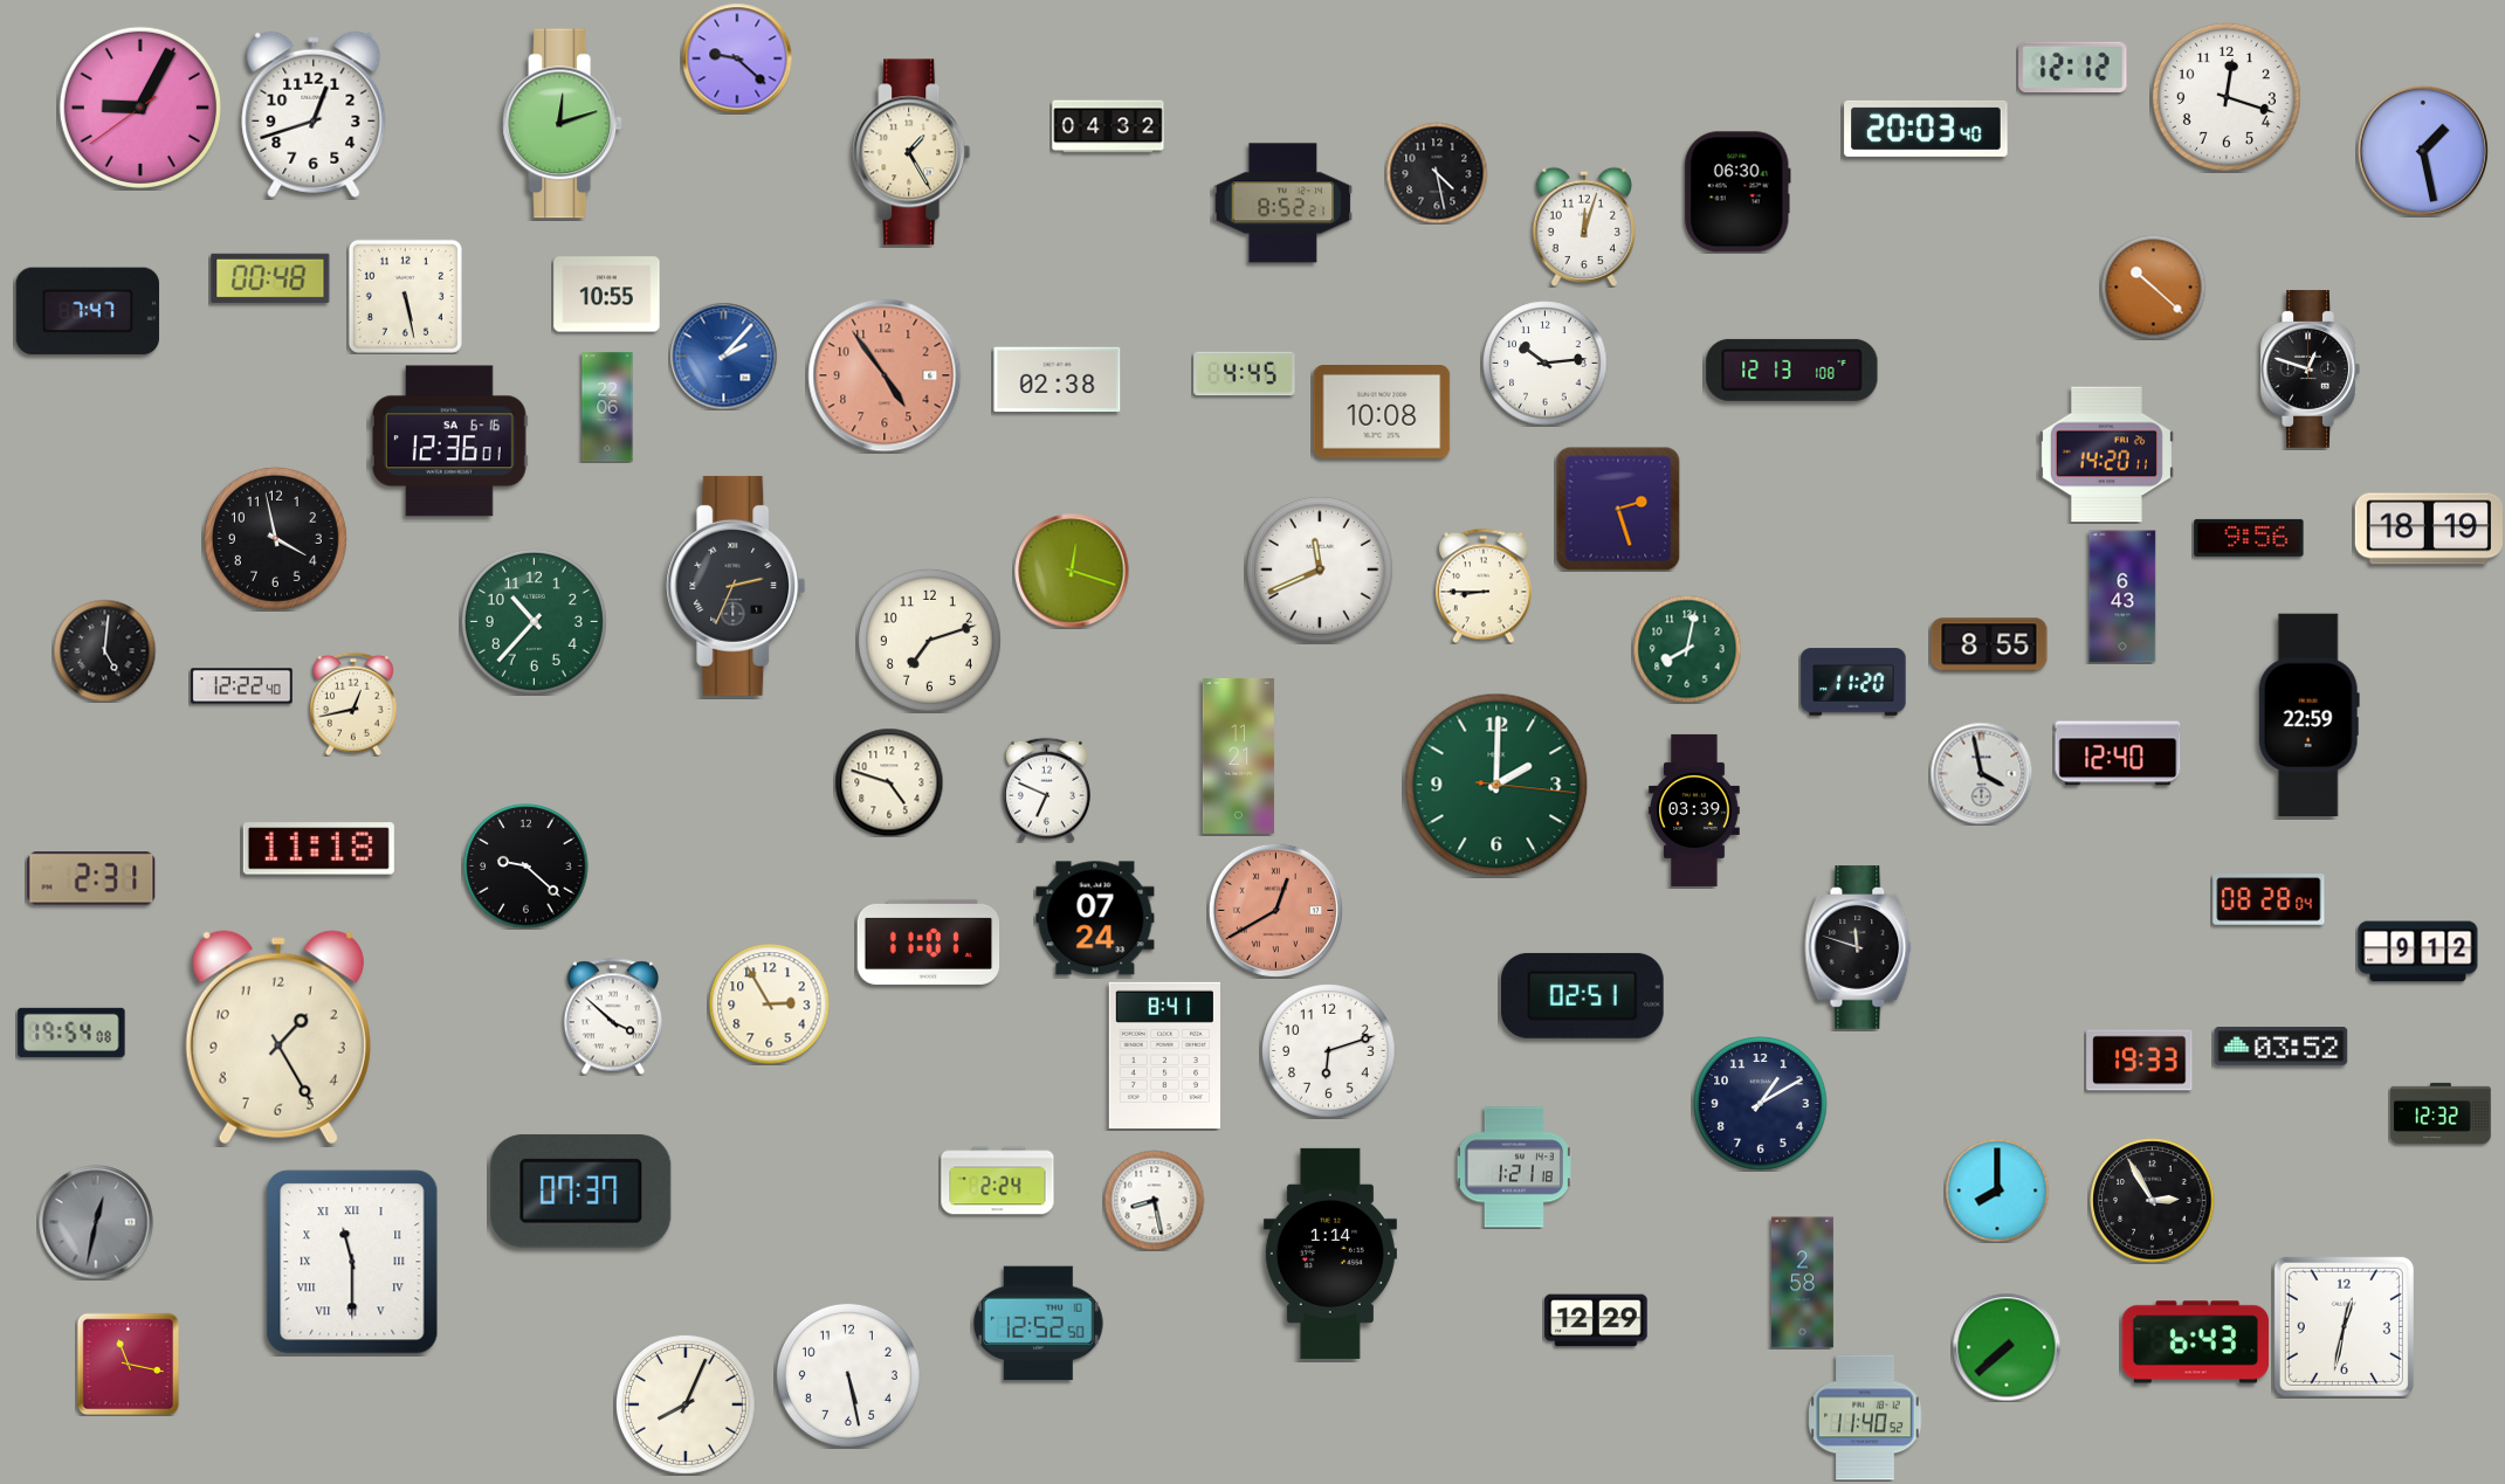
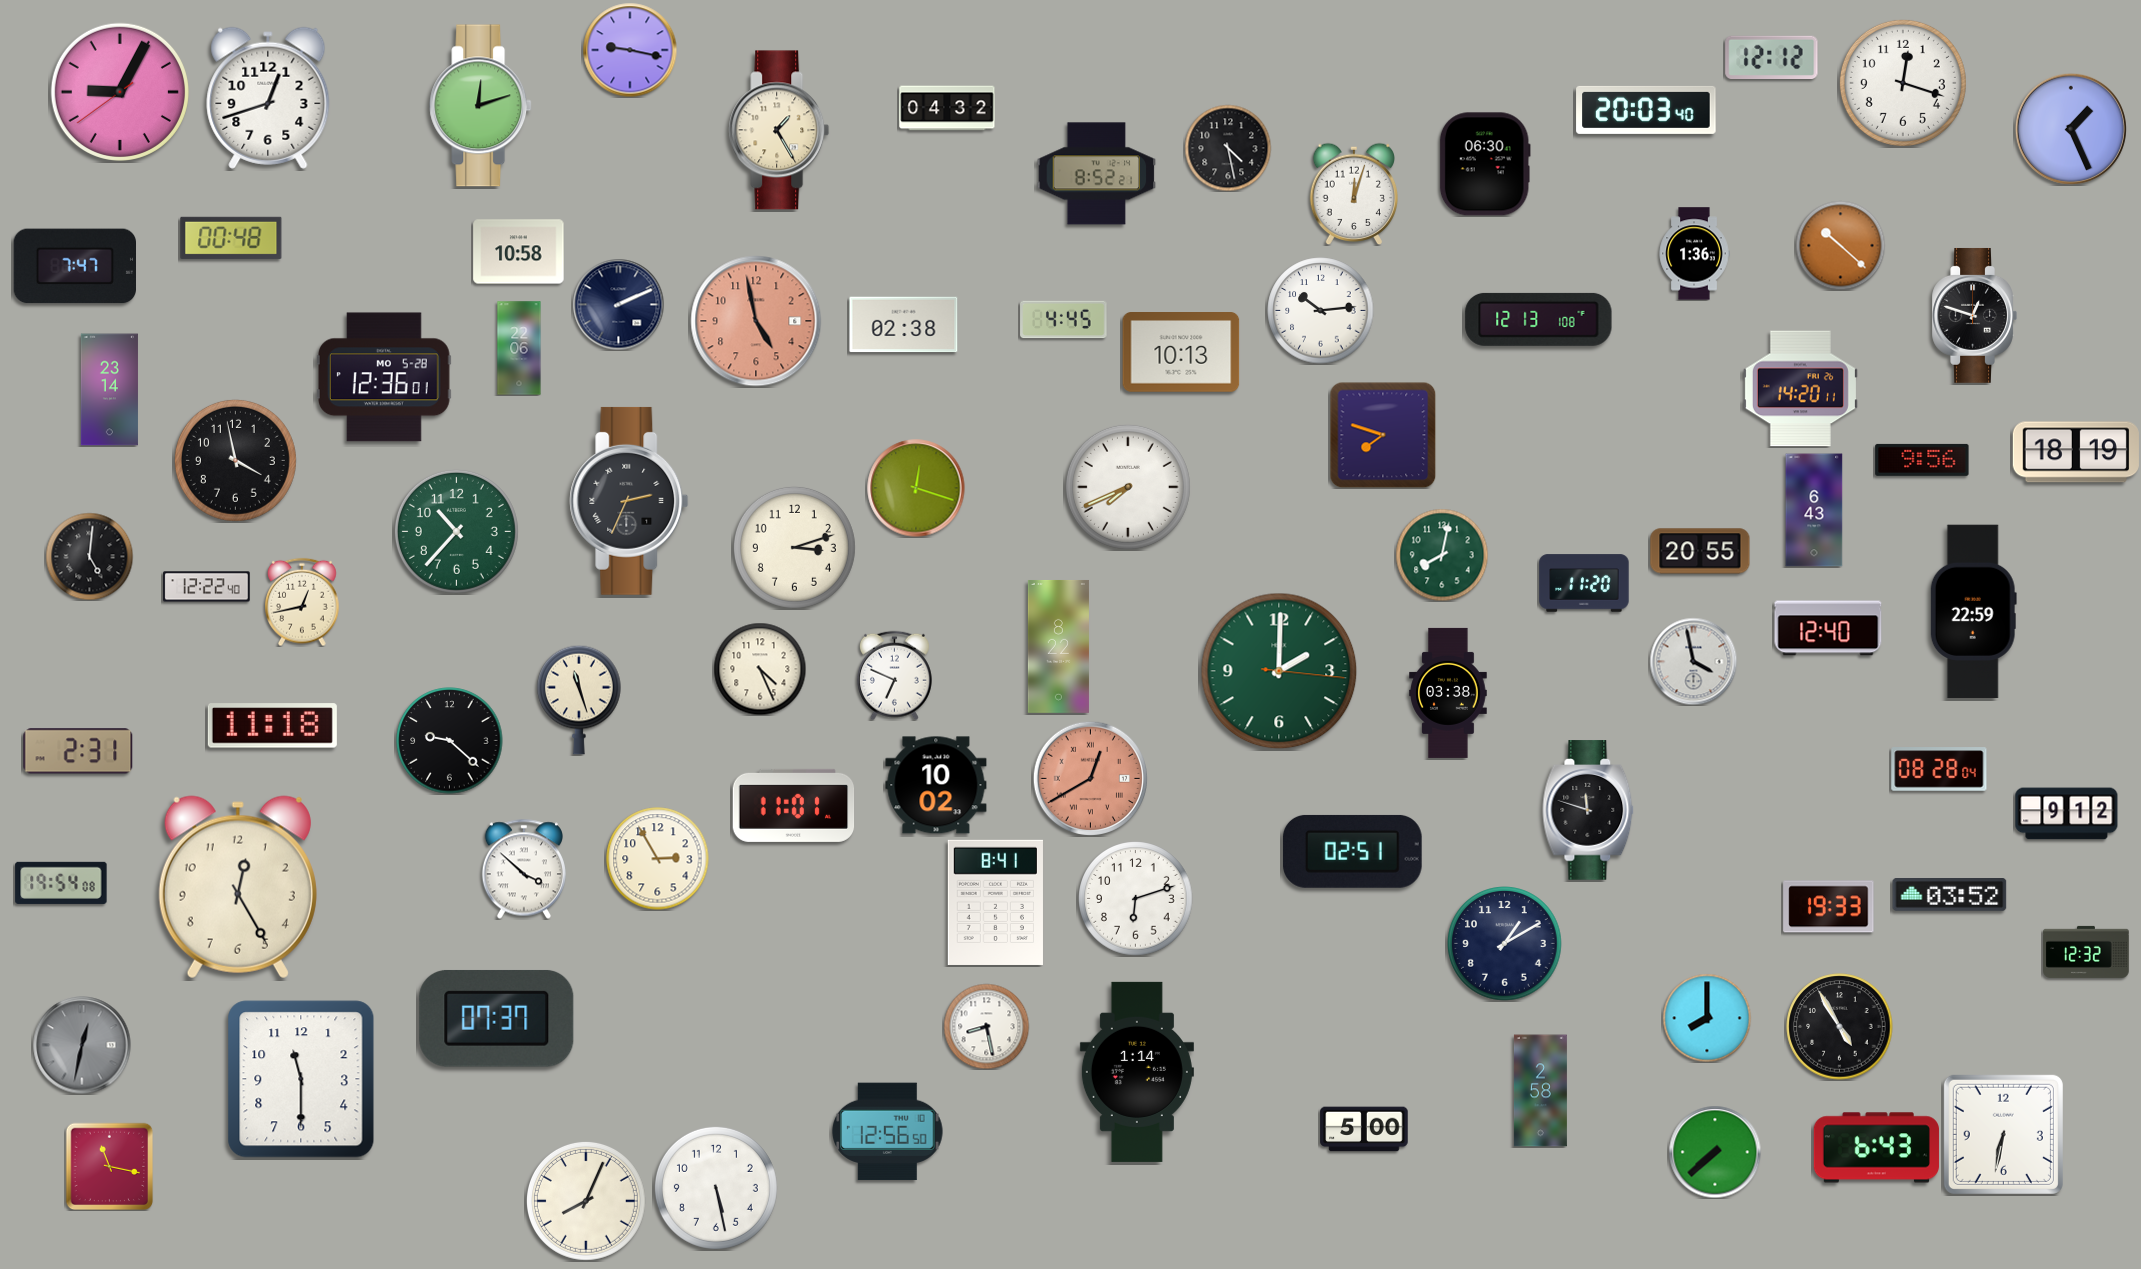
clock at (737, 58): 9:22 -> 9:17
clock at (2423, 151): 1:28 -> 1:26
clock at (607, 295): 10:55 -> 10:58
clock at (405, 296): 5:28 -> none
clock at (1694, 254): none -> 1:36
clock at (723, 356): 2:07 -> 2:11
clock at (723, 356) dial: blue -> navy
clock at (1792, 370) position: (1792, 370) -> (1539, 319)
clock at (885, 375): 4:54 -> 4:58
clock at (1382, 412): 10:08 -> 10:13
clock at (449, 441) date: SA 6-16 -> MO 5-28
clock at (109, 390): none -> 23:14
clock at (1618, 509): 2:27 -> 7:48
clock at (1320, 570): 11:41 -> 7:41
clock at (1484, 586): 8:45 -> none
clock at (929, 640): 7:12 -> 3:12
clock at (1989, 644): 8:55 -> 20:55
clock at (2118, 753) position: (2118, 753) -> (1828, 628)
clock at (1238, 755): 11:21 -> 8:22
clock at (889, 782): 4:48 -> 4:26
clock at (1694, 810): 03:39 -> 03:38
clock at (579, 700): none -> 11:27
clock at (1095, 918): 07:24 -> 10:02
clock at (278, 1037): 1:25 -> 12:25
clock at (1514, 1167): 1:21 -> none
clock at (998, 1181): 2:24 -> none
clock at (2153, 1201): 2:55 -> 4:55
clock at (352, 1262) numerals: Roman -> Arabic
clock at (1802, 1283) position: (1802, 1283) -> (1540, 1091)
clock at (1596, 1320): 12:29 -> 5:00
clock at (1039, 1324): 12:52 -> 12:56
clock at (2344, 1326): 12:32 -> 6:32
clock at (848, 1375) position: (848, 1375) -> (716, 1188)
clock at (1865, 1417): 11:40 -> none
